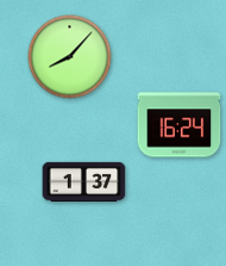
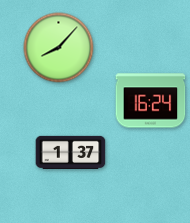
clock at (180, 125) position: (180, 125) -> (151, 101)
